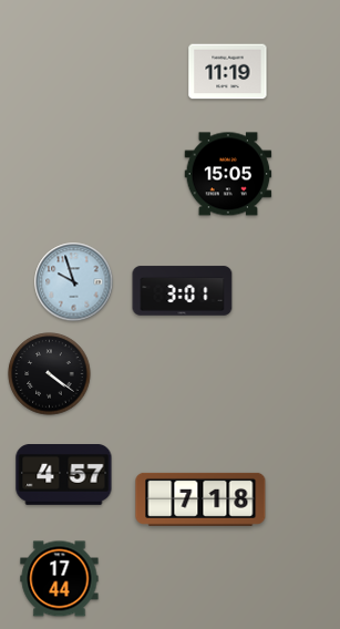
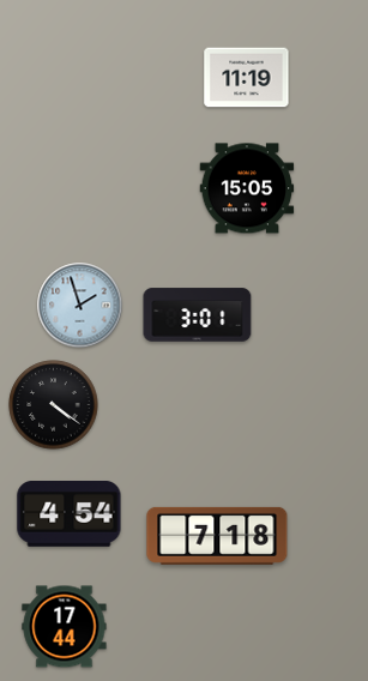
clock at (74, 282): 9:57 -> 1:57
clock at (64, 475): 4:57 -> 4:54
clock at (200, 499) position: (200, 499) -> (217, 536)
